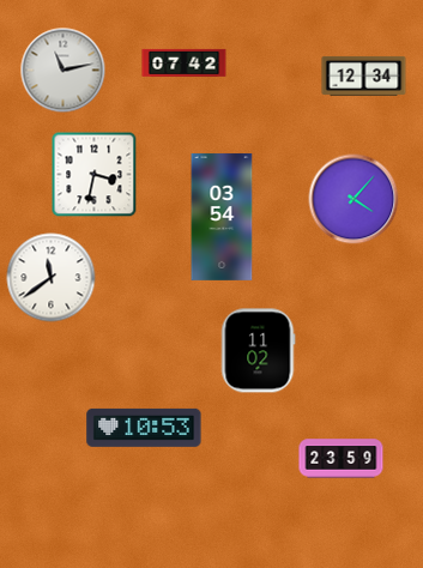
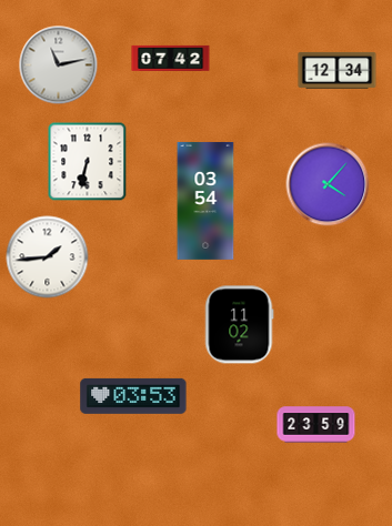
clock at (95, 175): 3:32 -> 6:32
clock at (52, 278): 11:39 -> 1:44
clock at (144, 428): 10:53 -> 03:53
